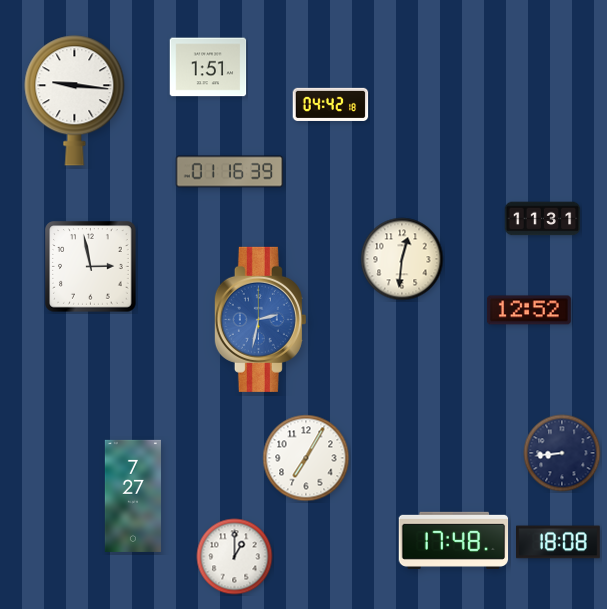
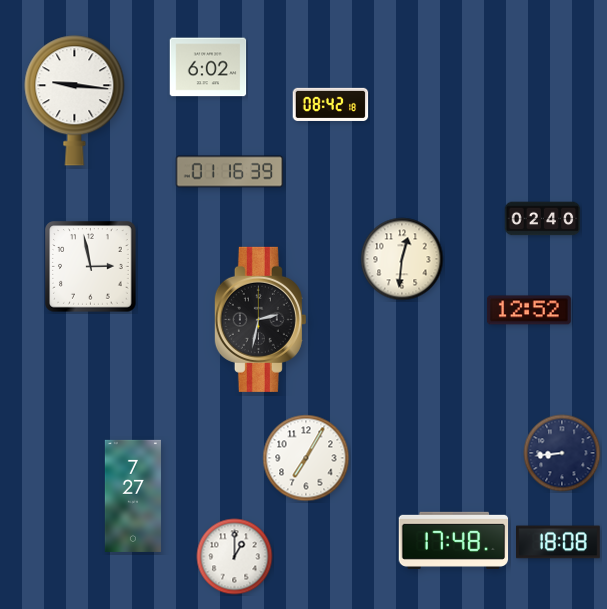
clock at (208, 67): 1:51 -> 6:02
clock at (331, 104): 04:42 -> 08:42
clock at (543, 219): 11:31 -> 02:40
clock at (260, 319) dial: blue -> black
